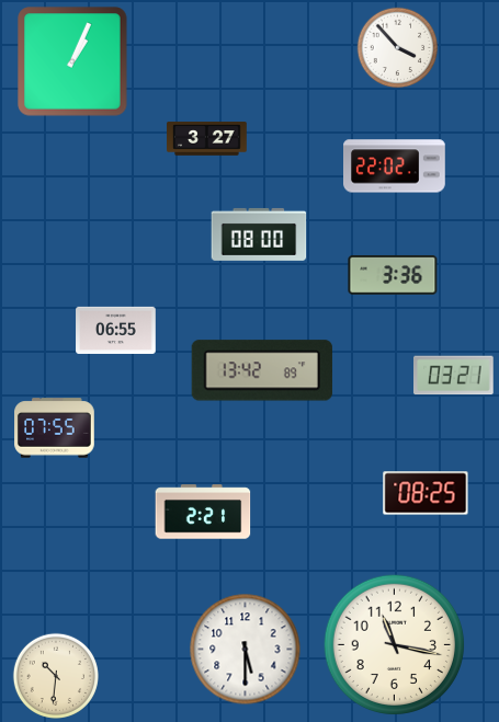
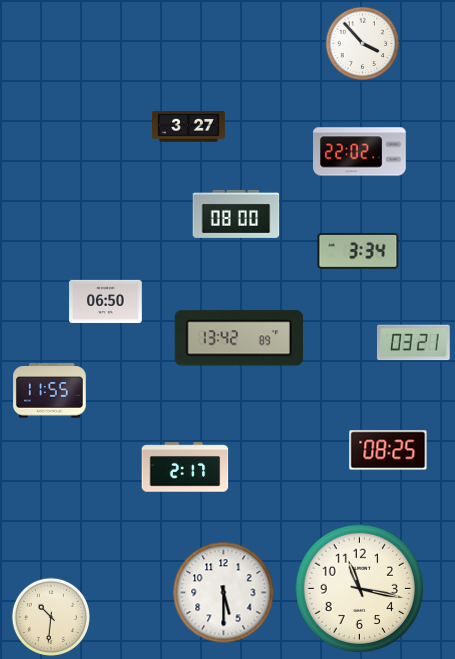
clock at (72, 61): 1:04 -> none
clock at (393, 275): 3:36 -> 3:34
clock at (116, 330): 06:55 -> 06:50
clock at (55, 428): 07:55 -> 11:55
clock at (203, 512): 2:21 -> 2:17
